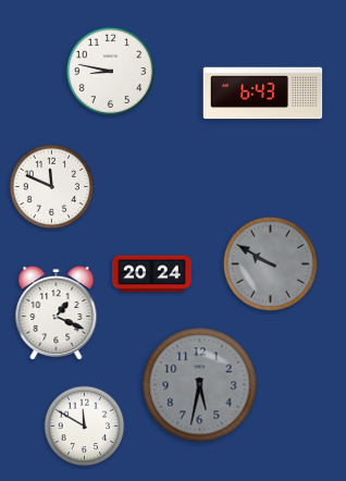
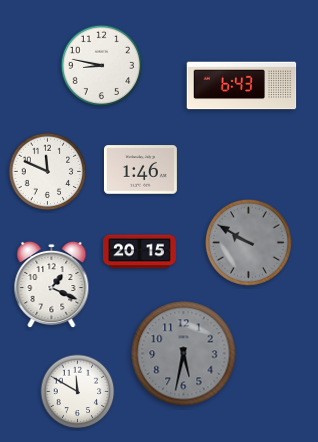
clock at (140, 170): none -> 1:46
clock at (152, 274): 20:24 -> 20:15
clock at (57, 313) position: (57, 313) -> (52, 285)
